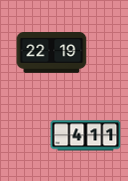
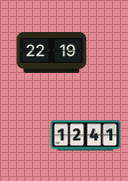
clock at (86, 136): 4:11 -> 12:41
